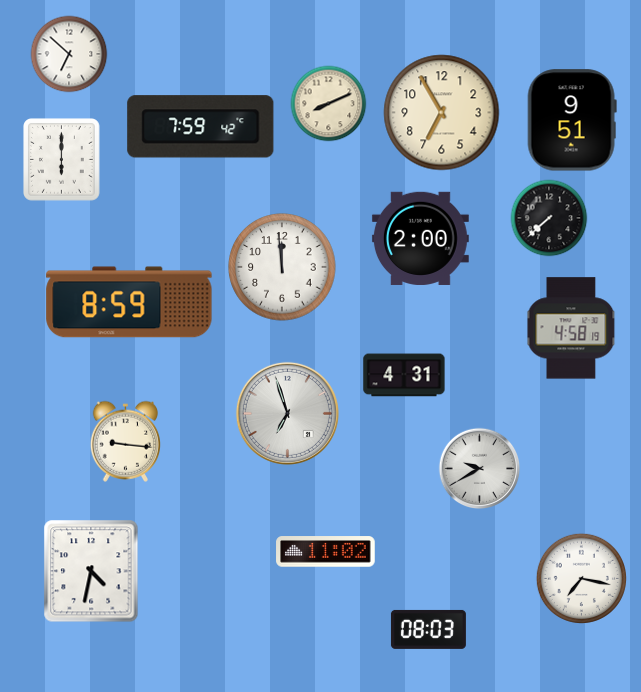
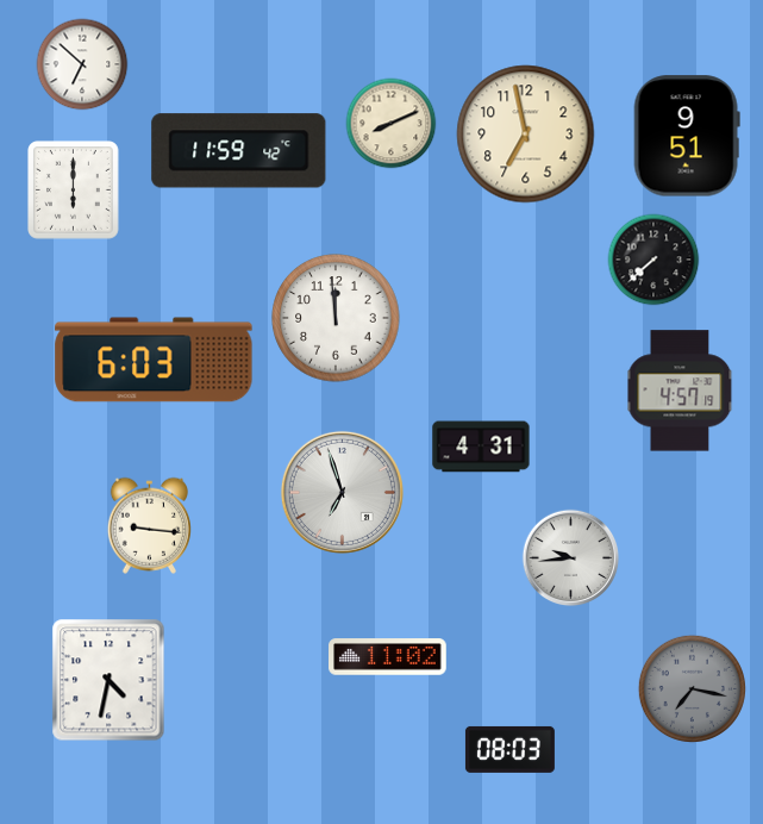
clock at (442, 113): 6:55 -> 6:58
clock at (572, 120) position: (572, 120) -> (687, 136)
clock at (201, 127): 7:59 -> 11:59
clock at (420, 238): 2:00 -> none
clock at (129, 302): 8:59 -> 6:03
clock at (571, 328): 4:58 -> 4:57
clock at (480, 469): 9:40 -> 9:44
clock at (581, 578) dial: white -> grey
